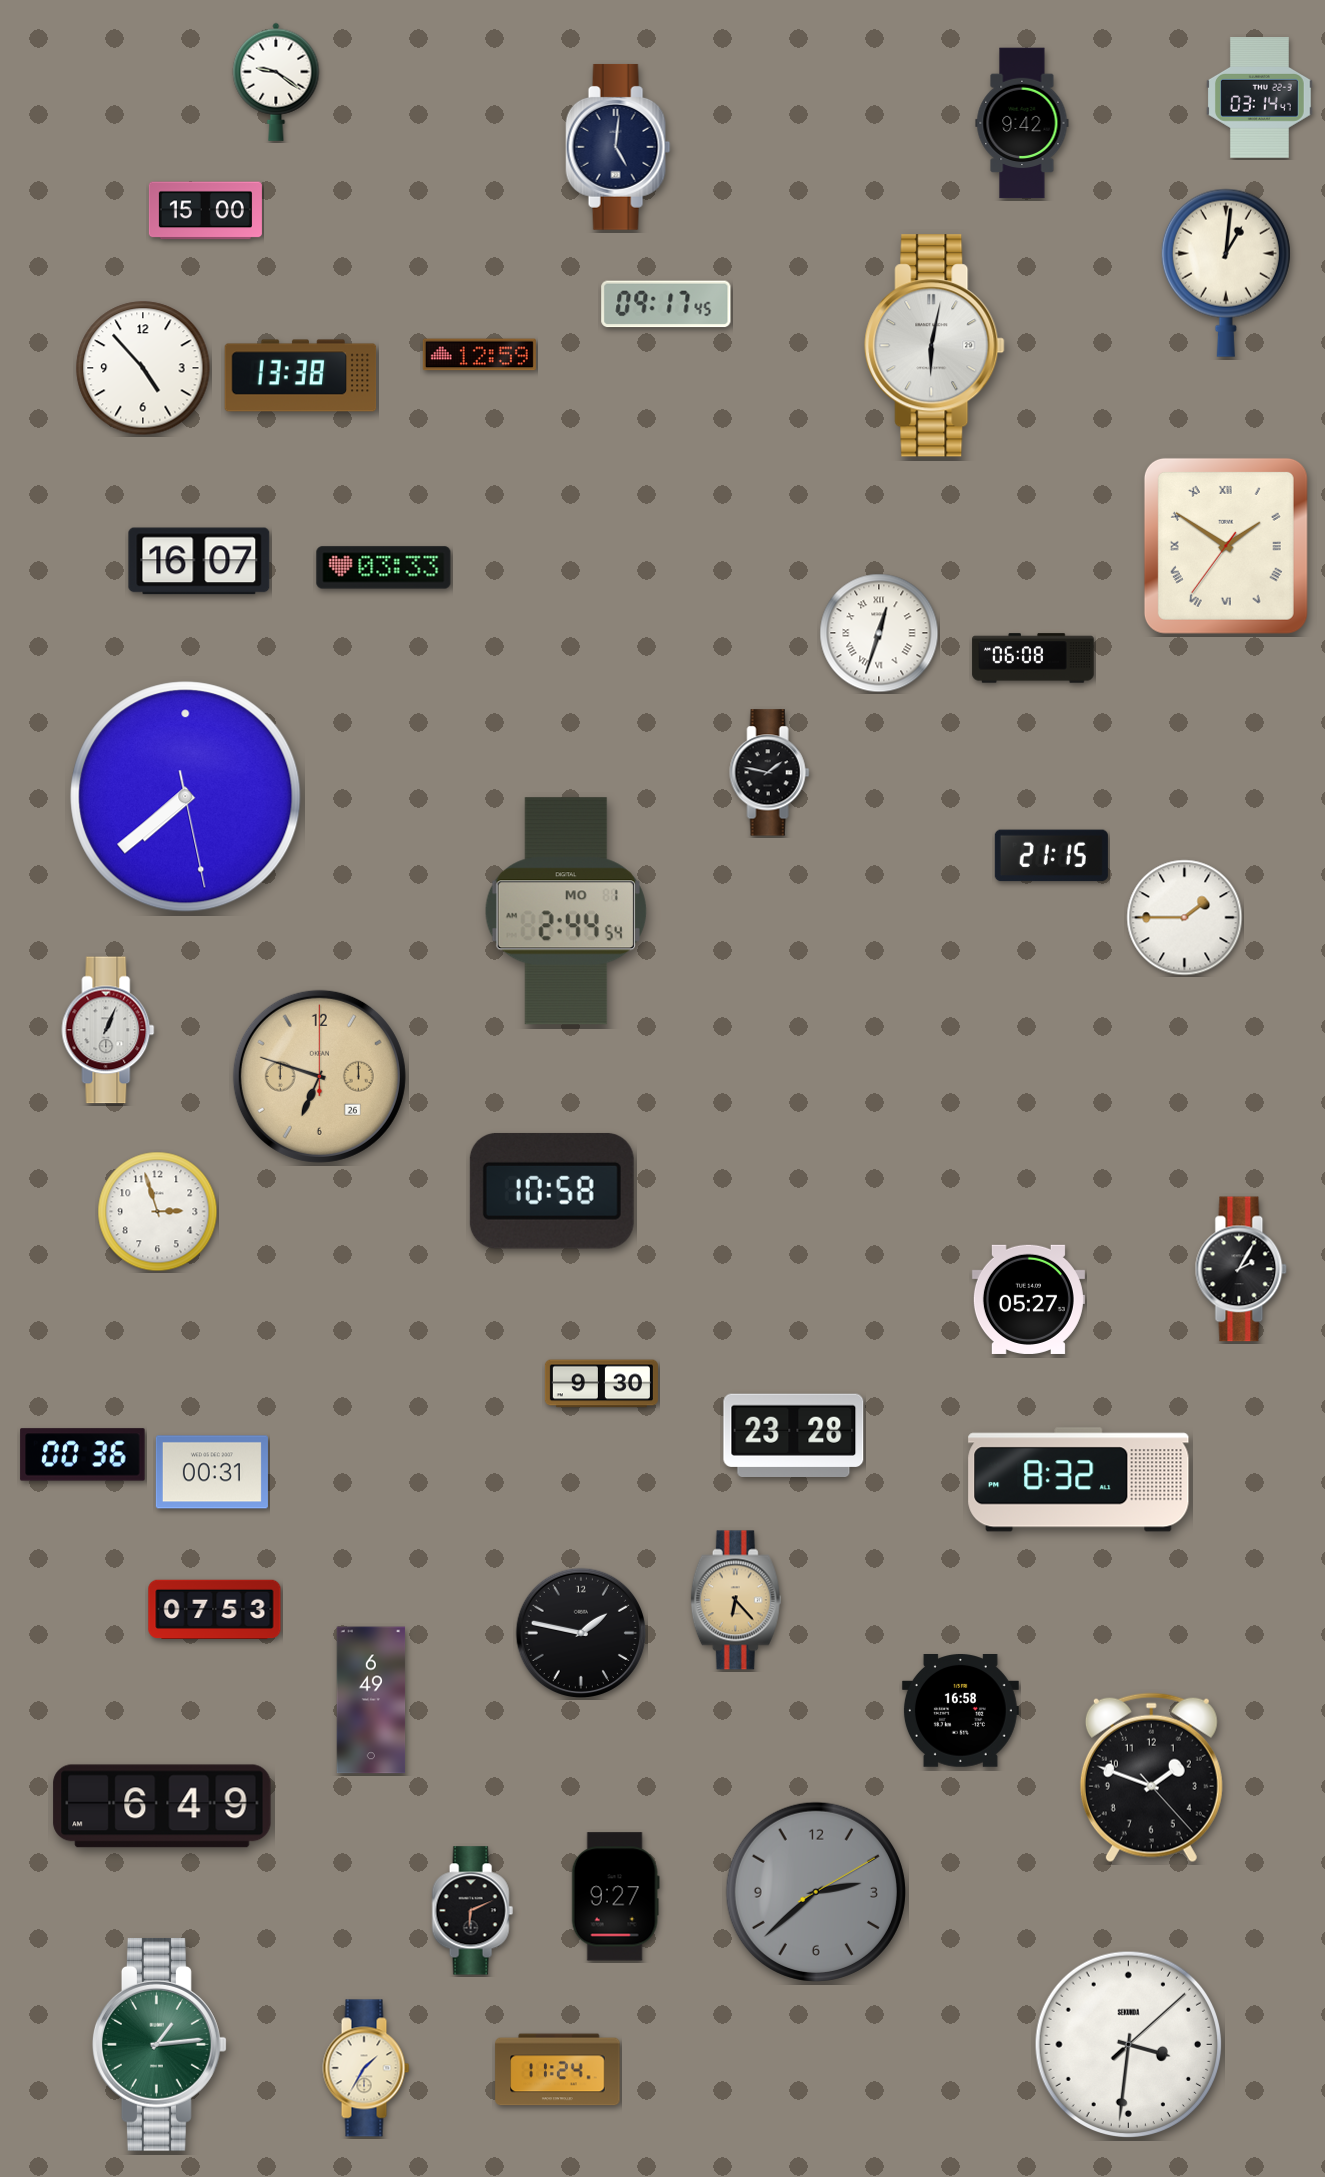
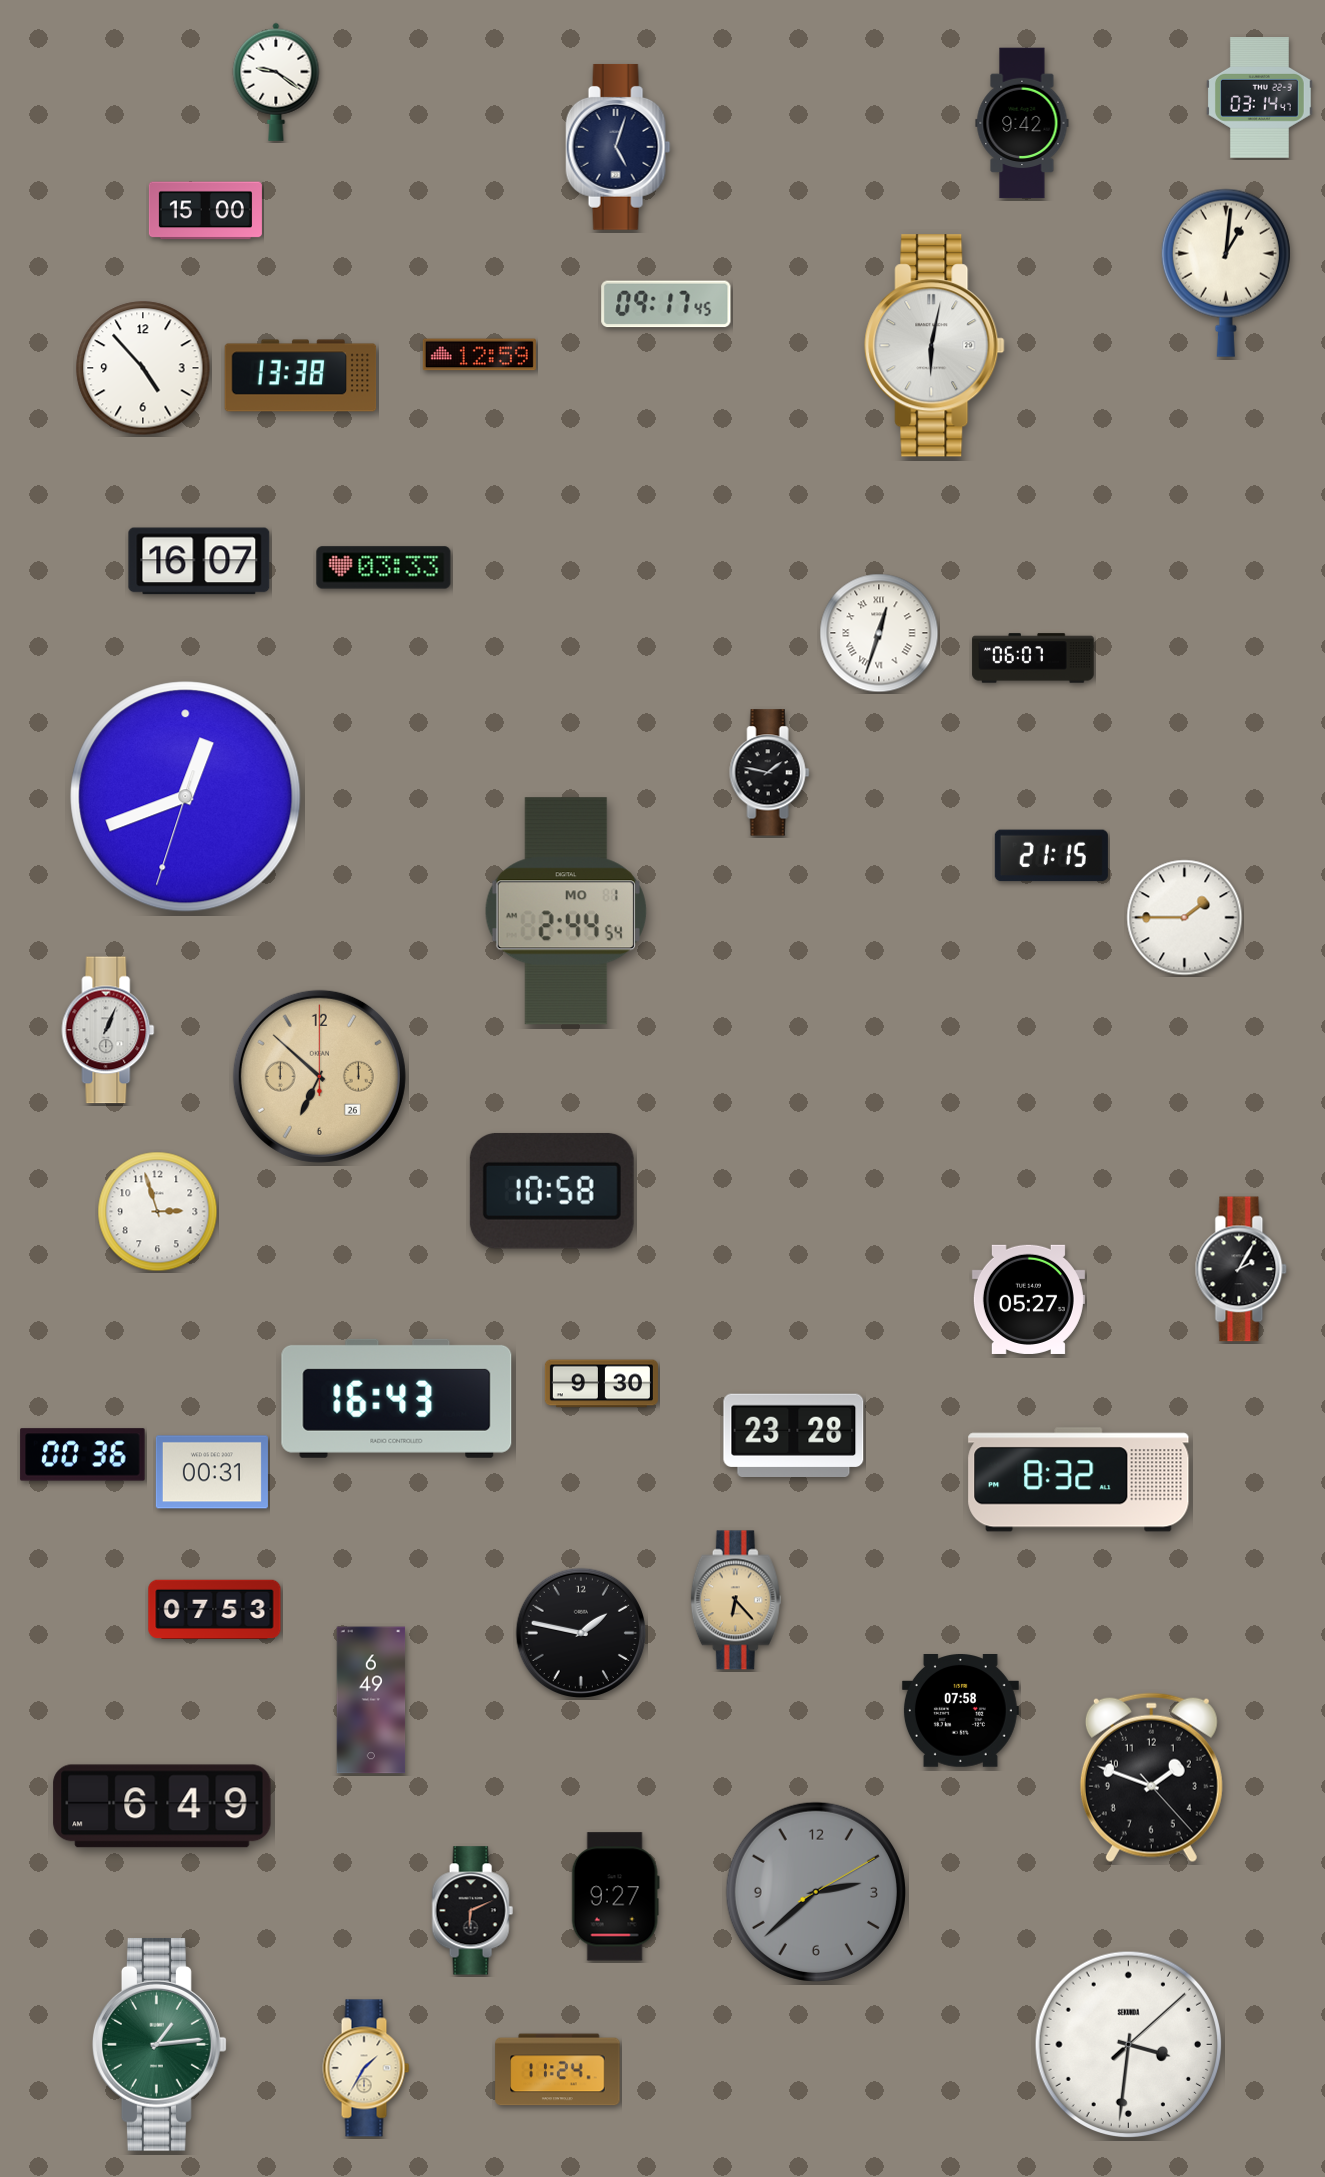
clock at (618, 147): 5:01 -> 5:03
clock at (1226, 546): 1:50 -> none
clock at (1033, 658): 06:08 -> 06:07
clock at (186, 797): 7:38 -> 12:41
clock at (319, 1076): 6:48 -> 6:52
clock at (397, 1398): none -> 16:43
clock at (960, 1711): 16:58 -> 07:58
